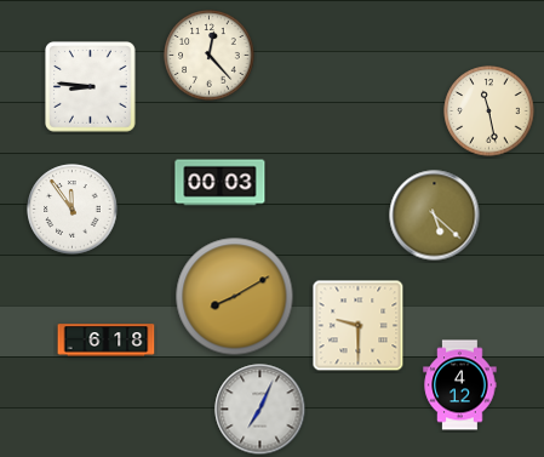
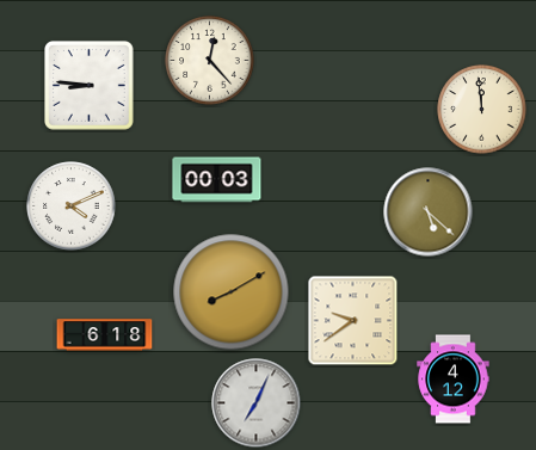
clock at (210, 56) position: (210, 56) -> (210, 61)
clock at (489, 112): 11:28 -> 11:59
clock at (73, 210): 11:54 -> 4:11
clock at (359, 326): 9:30 -> 9:39
